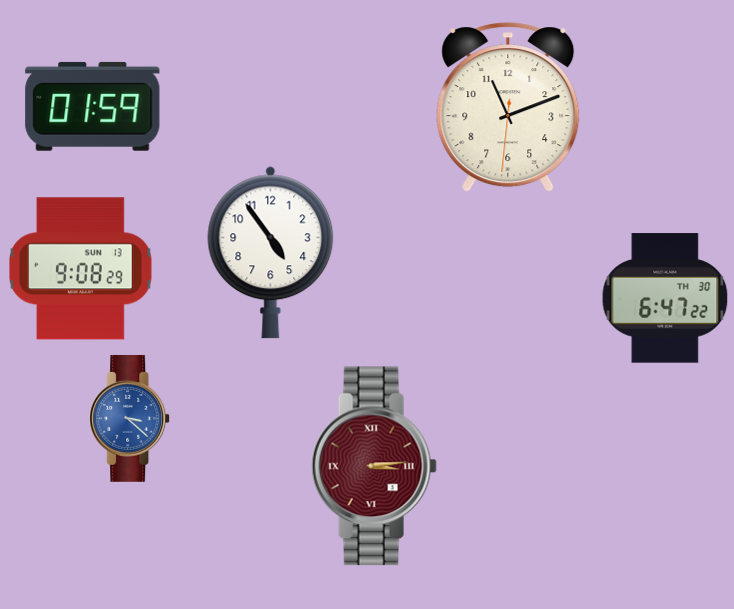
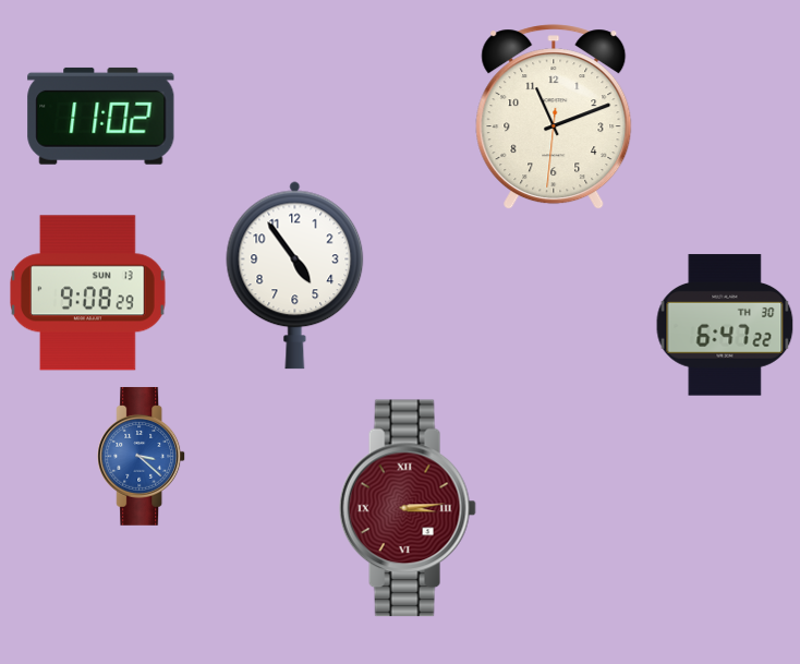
clock at (93, 106): 01:59 -> 11:02
